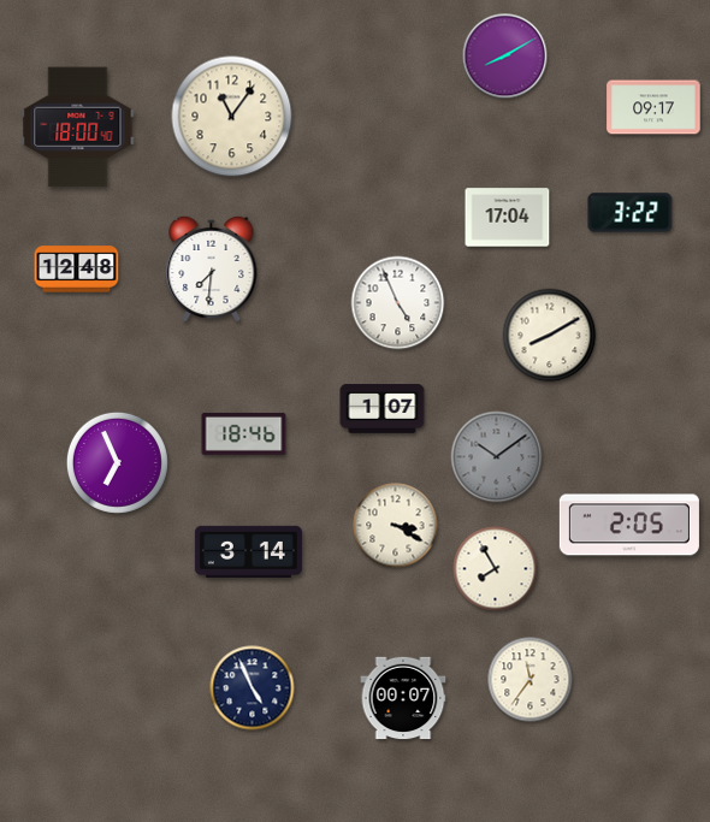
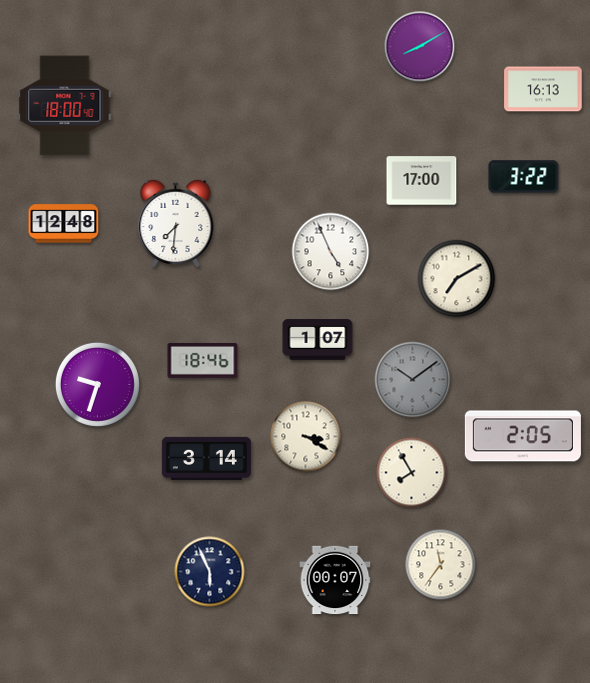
clock at (653, 107): 09:17 -> 16:13
clock at (232, 117): 11:06 -> none
clock at (508, 218): 17:04 -> 17:00
clock at (550, 336): 8:10 -> 7:10
clock at (117, 462): 6:56 -> 9:33
clock at (396, 526) position: (396, 526) -> (306, 437)
clock at (253, 688): 4:56 -> 5:56
